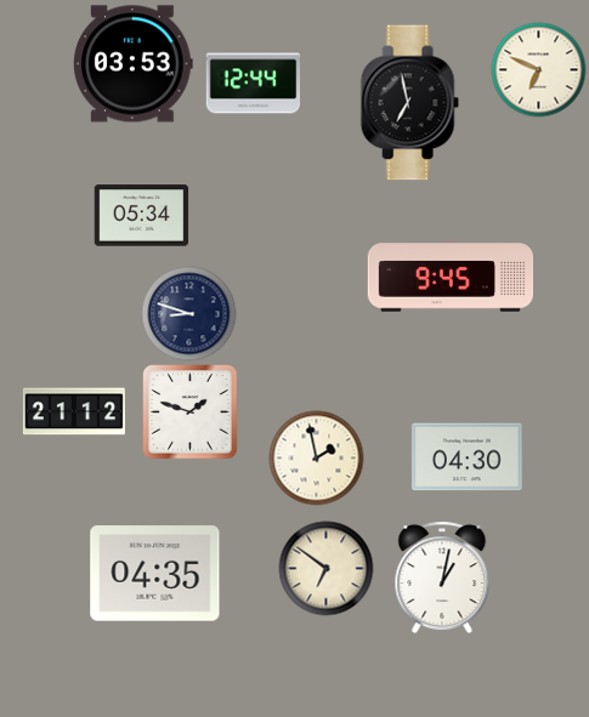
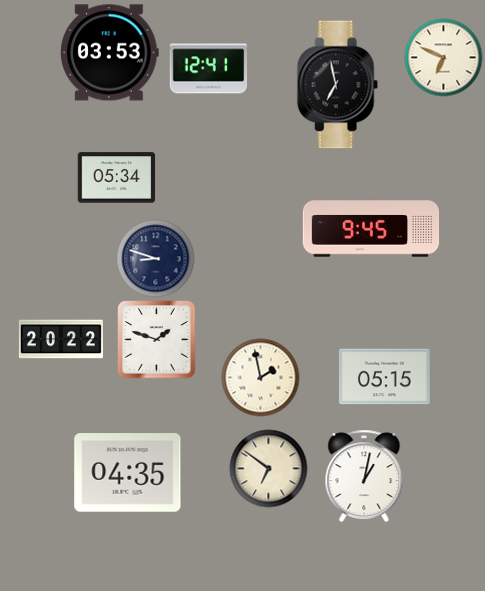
clock at (253, 84): 12:44 -> 12:41
clock at (74, 411): 21:12 -> 20:22
clock at (466, 457): 04:30 -> 05:15
